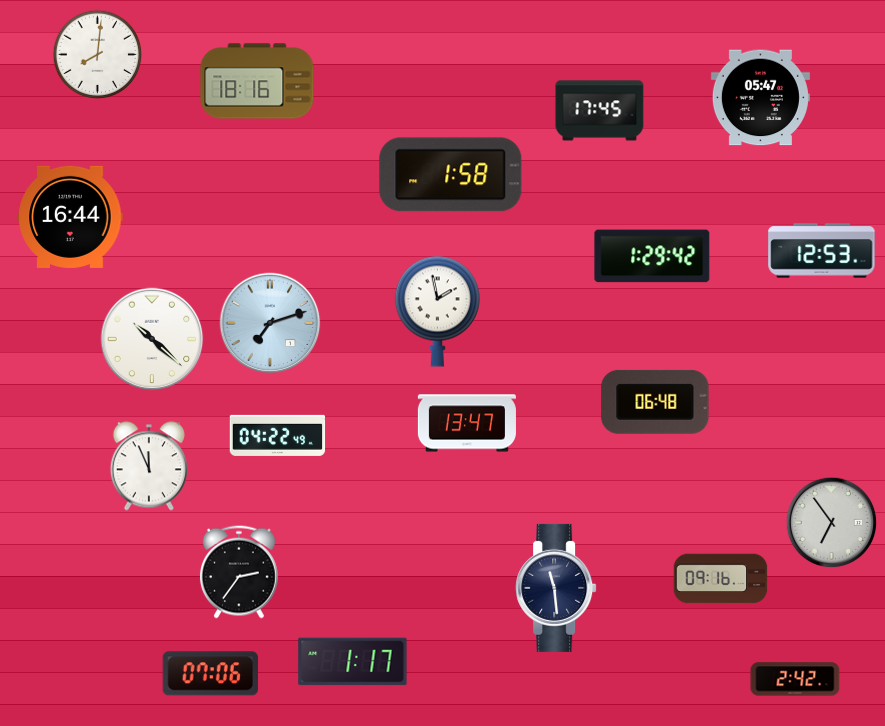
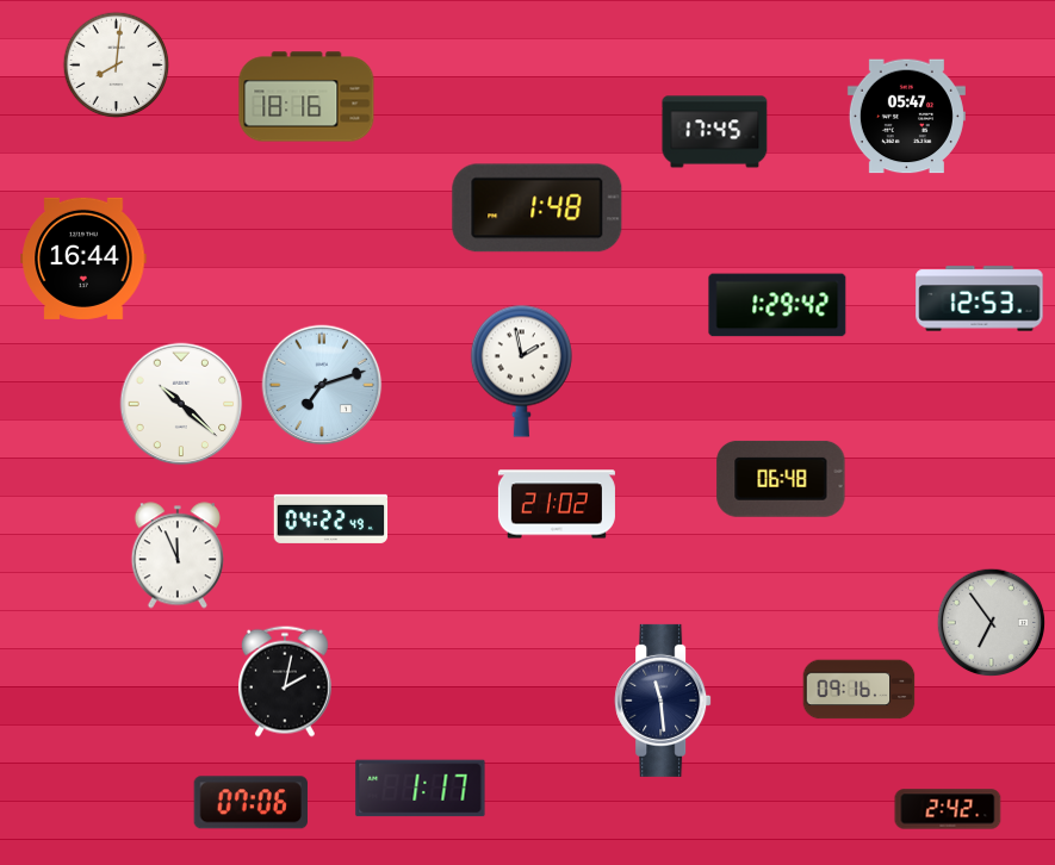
clock at (451, 175): 1:58 -> 1:48
clock at (467, 423): 13:47 -> 21:02
clock at (239, 572): 2:36 -> 2:02
